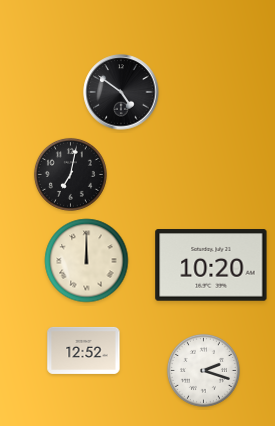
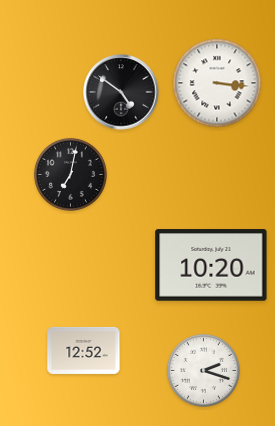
clock at (217, 83): none -> 3:16
clock at (87, 261): 12:00 -> none
